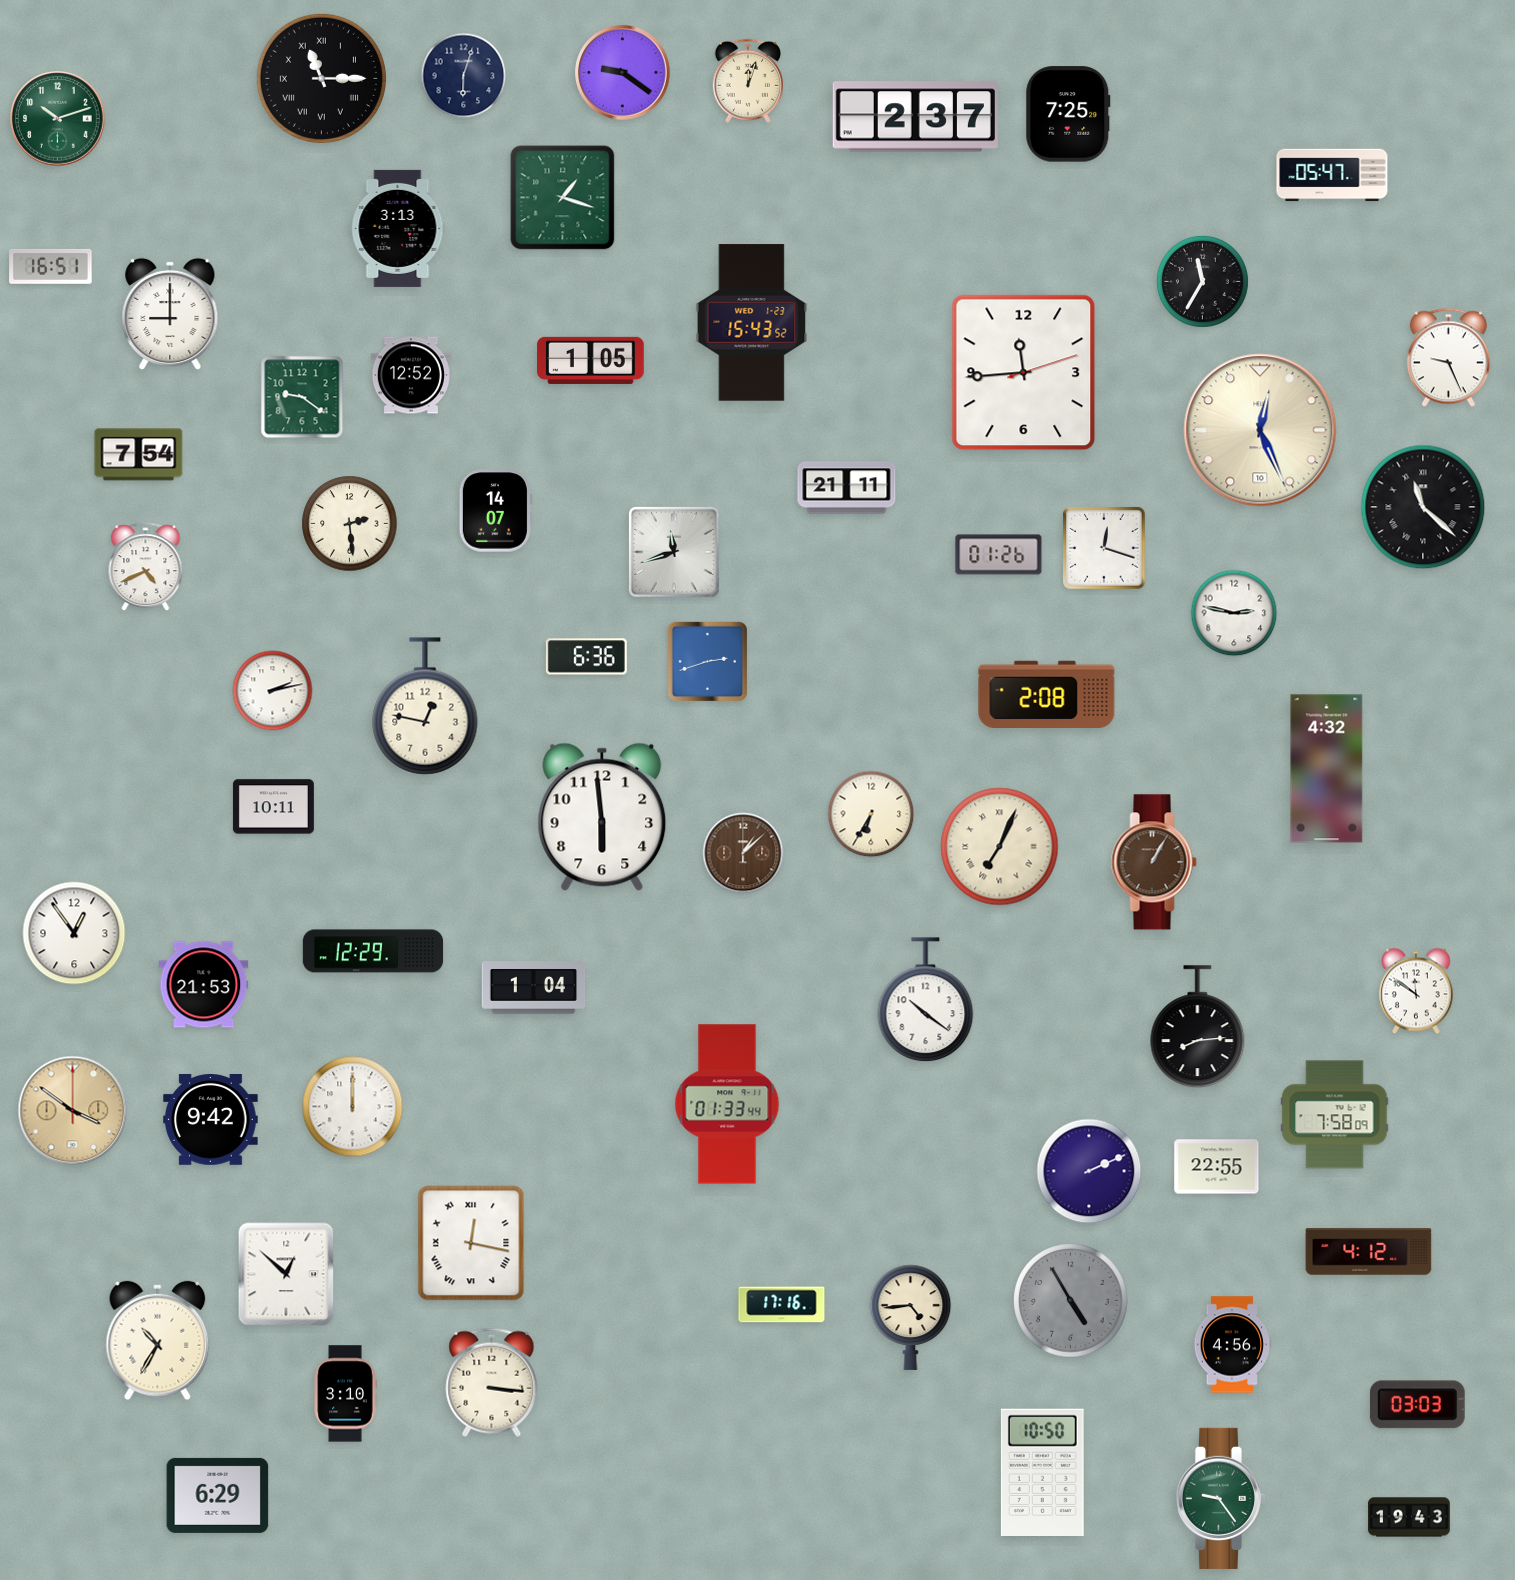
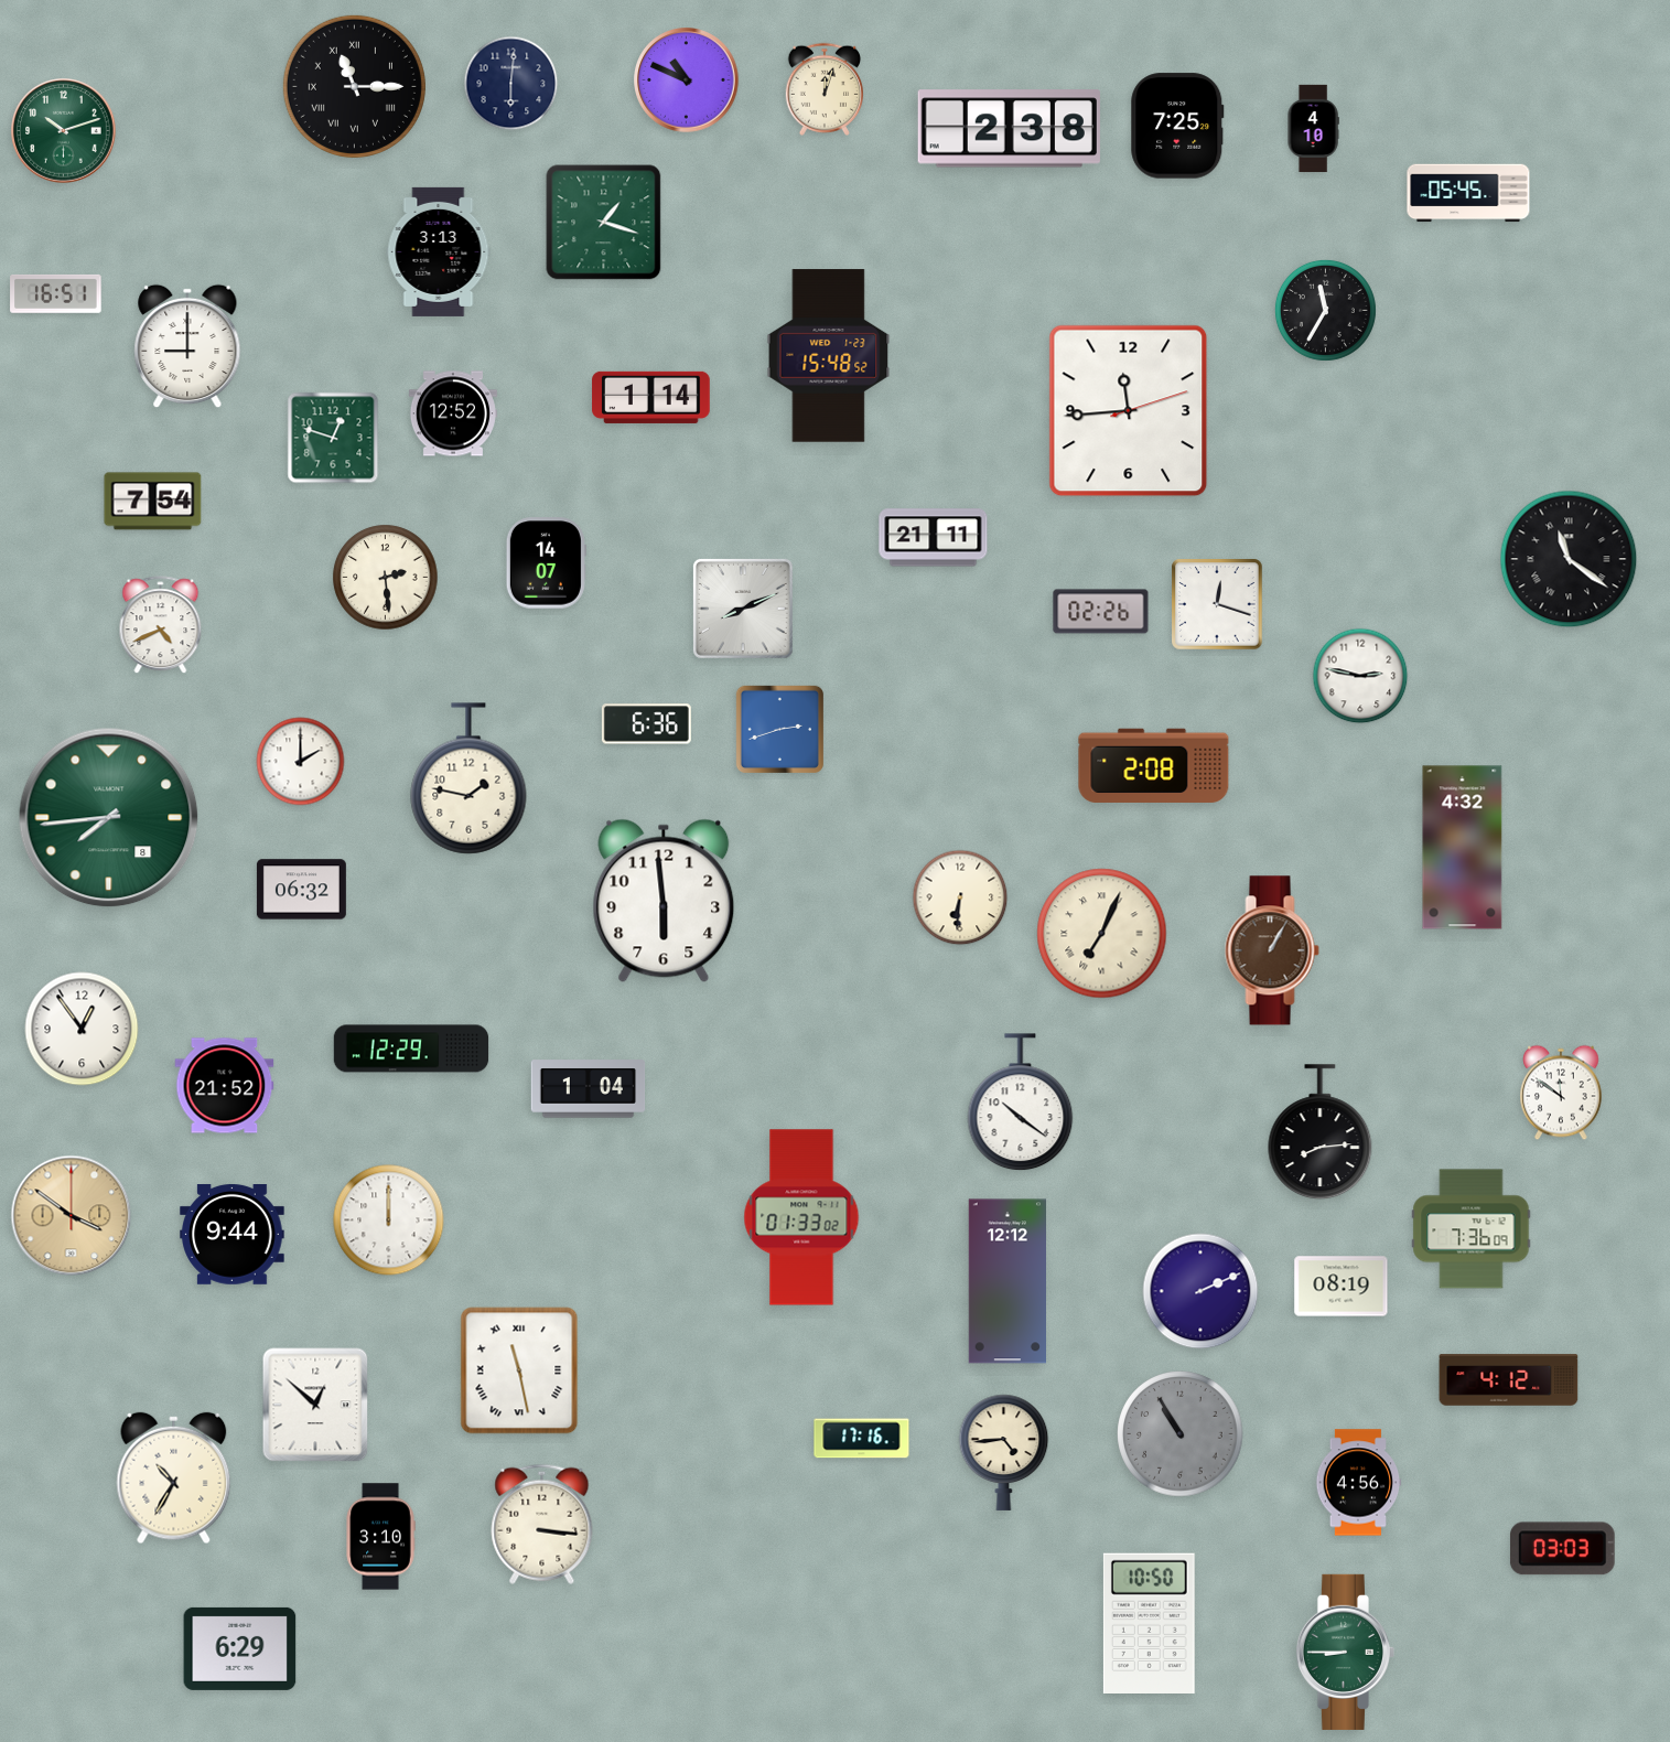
clock at (623, 73): 9:21 -> 10:49
clock at (464, 76): 6:03 -> 6:01
clock at (915, 117): 2:37 -> 2:38
clock at (1313, 129): none -> 4:10
clock at (1332, 175): 05:47 -> 05:45
clock at (563, 198) position: (563, 198) -> (604, 223)
clock at (752, 323): 15:43 -> 15:48
clock at (1448, 358): 9:26 -> none
clock at (591, 360): 1:05 -> 1:14
clock at (302, 397): 9:21 -> 12:48
clock at (1260, 430): 12:26 -> none
clock at (1423, 507): 11:22 -> 11:21
clock at (675, 553): 11:42 -> 8:11
clock at (999, 555): 01:26 -> 02:26
clock at (273, 691): 2:13 -> 2:00
clock at (425, 706): 12:47 -> 1:47
clock at (109, 818): none -> 7:44
clock at (273, 807): 10:11 -> 06:32
clock at (871, 814): 6:35 -> 6:31
clock at (743, 853): 1:08 -> none
clock at (204, 985): 21:53 -> 21:52
clock at (727, 1104): 01:33:44 -> 01:33:02
clock at (73, 1111) position: (73, 1111) -> (72, 1216)
clock at (1335, 1115): 7:58 -> 7:36
clock at (211, 1120): 9:42 -> 9:44
clock at (1006, 1281): none -> 12:12
clock at (1217, 1167): 22:55 -> 08:19
clock at (471, 1243): 12:17 -> 11:28
clock at (1071, 1301): 4:55 -> 10:55
clock at (1220, 1498): 9:24 -> 8:45
clock at (1409, 1517): 19:43 -> none
